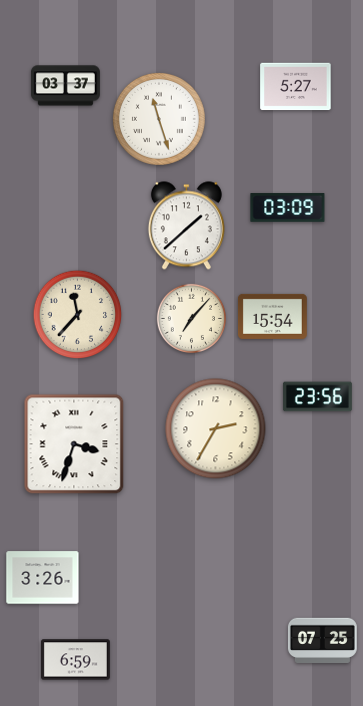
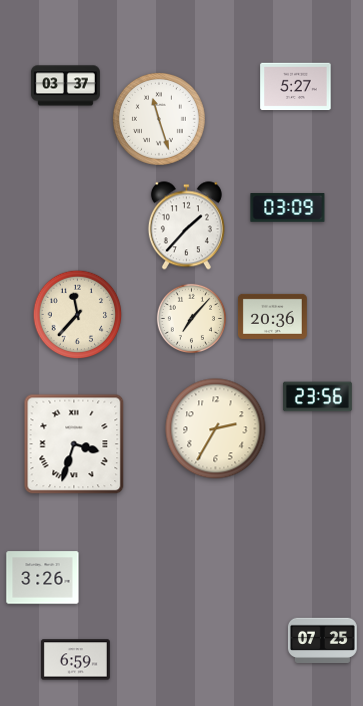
clock at (186, 226): 1:38 -> 1:37
clock at (272, 316): 15:54 -> 20:36
